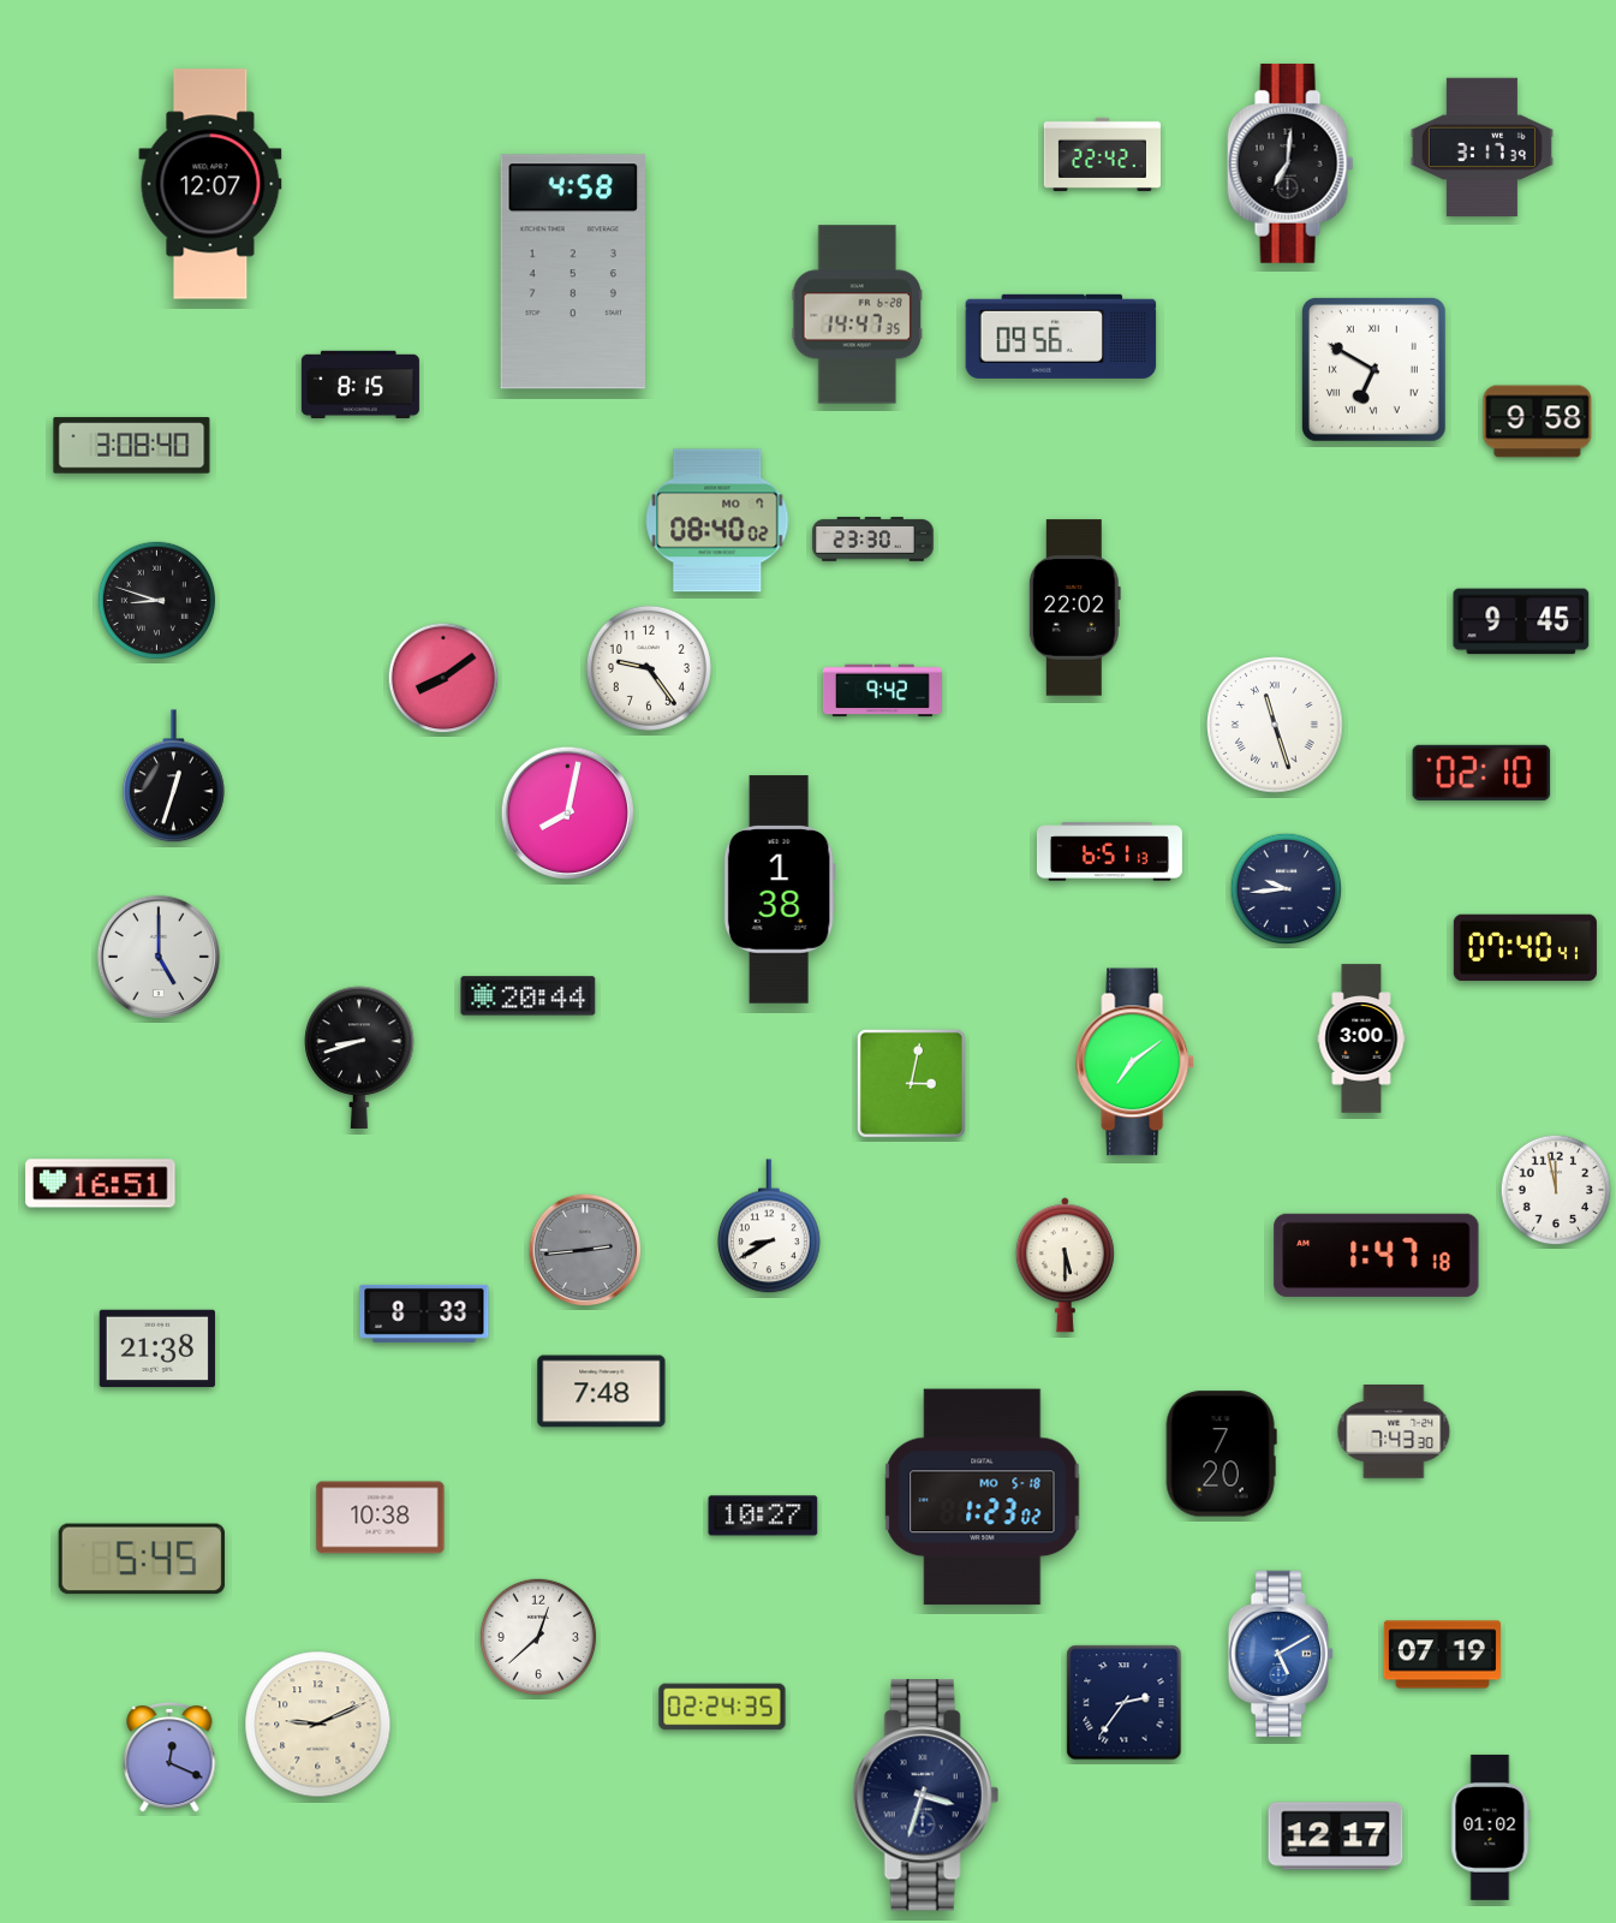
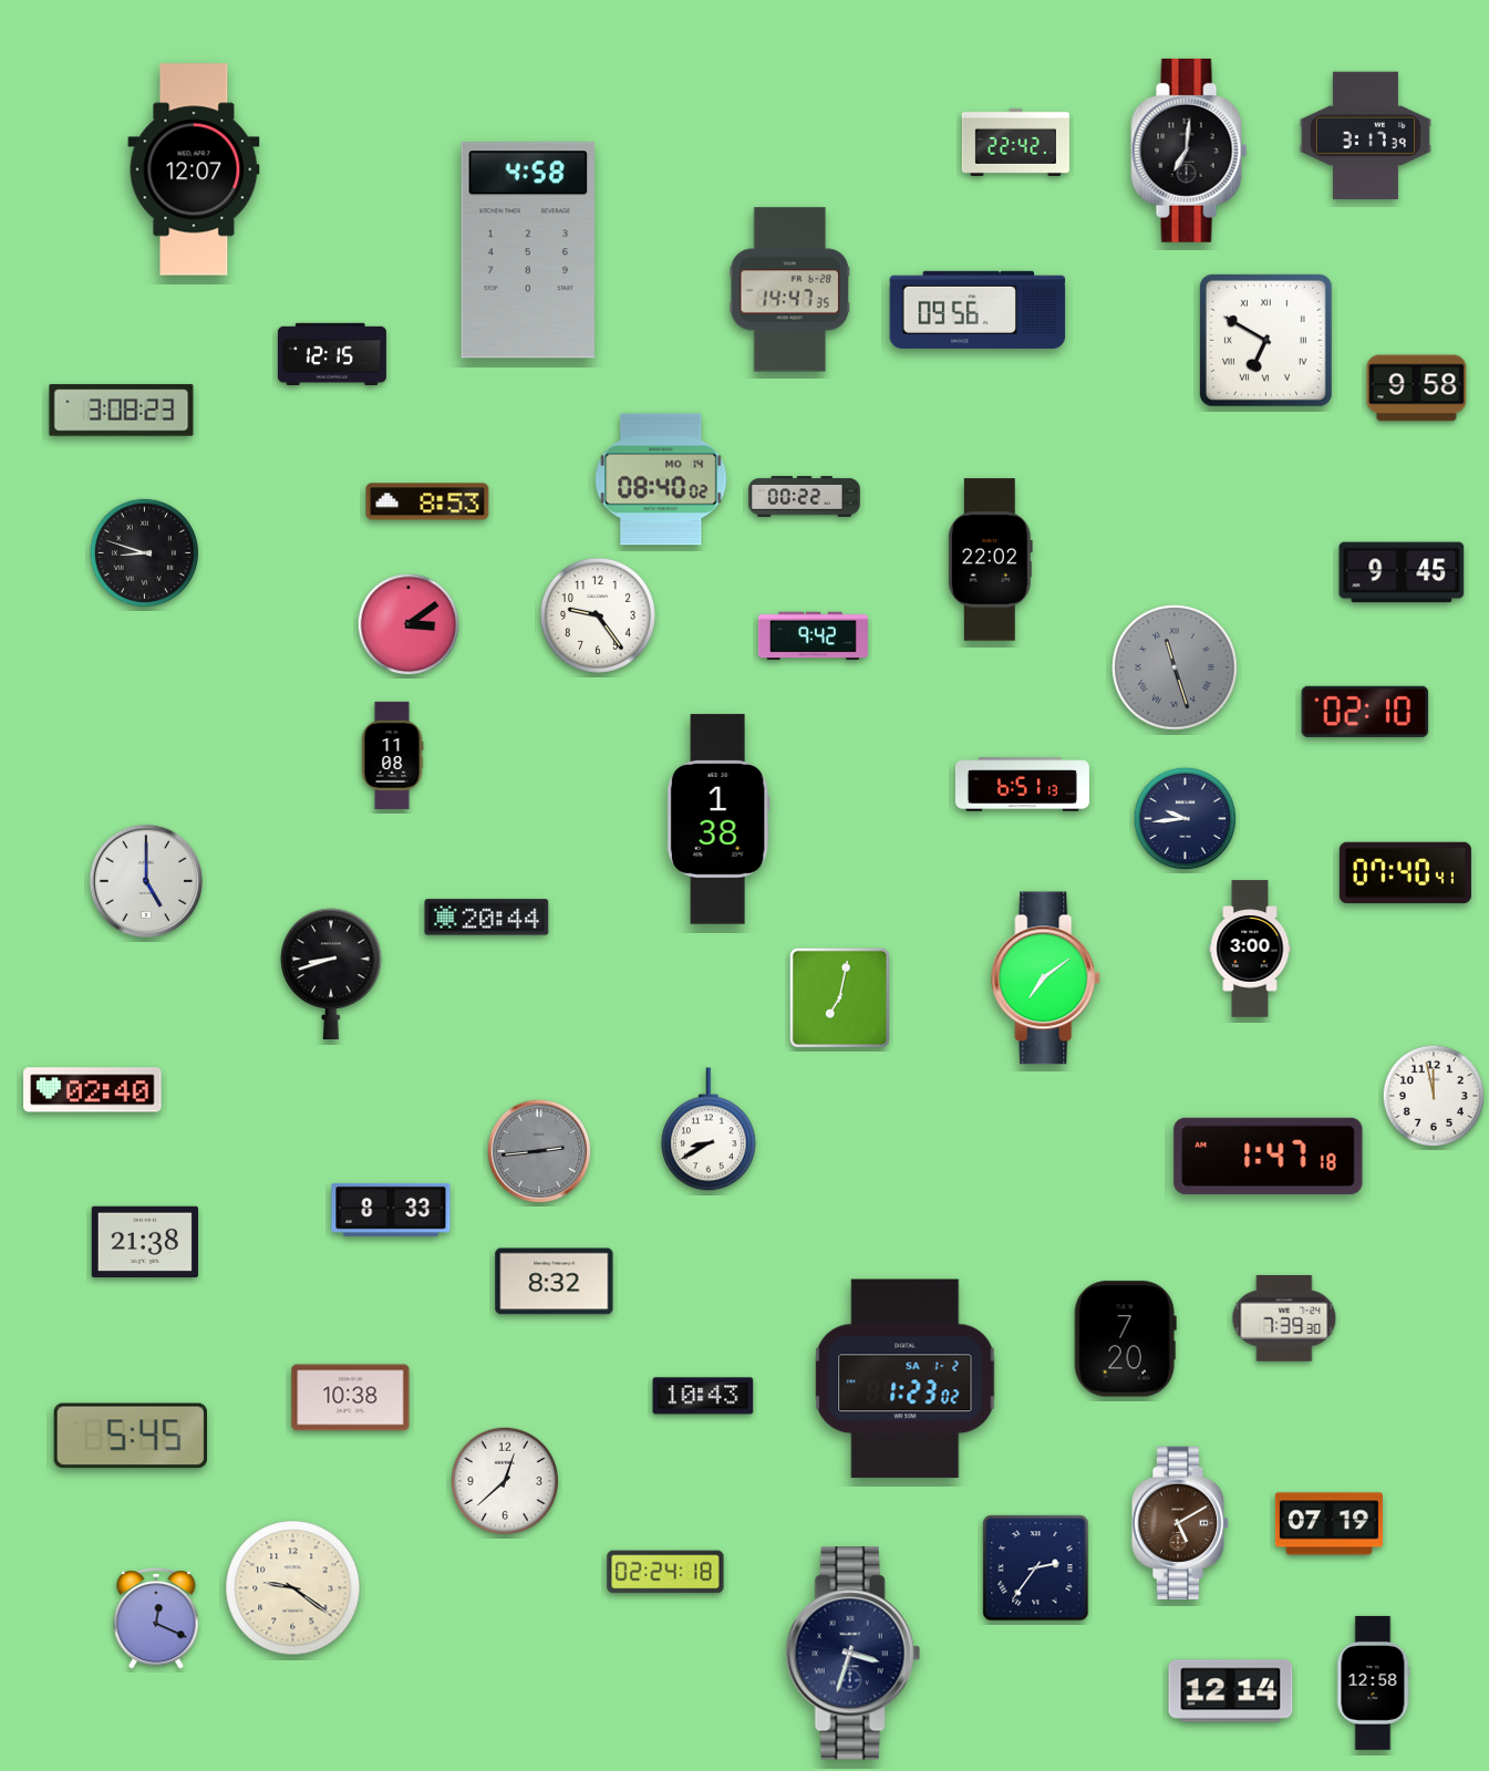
clock at (360, 383): 8:15 -> 12:15
clock at (132, 446): 3:08:40 -> 3:08:23
clock at (717, 520) date: MO 7 -> MO 14
clock at (873, 540): 23:30 -> 00:22
clock at (427, 501): none -> 8:53
clock at (443, 678): 8:09 -> 3:09
clock at (1275, 725) dial: white -> grey
clock at (173, 776): 12:33 -> none
clock at (567, 812): 8:02 -> none
clock at (392, 755): none -> 11:08
clock at (1361, 1038) position: (1361, 1038) -> (1250, 949)
clock at (911, 1083): 3:02 -> 7:02
clock at (101, 1184): 16:51 -> 02:40
clock at (1065, 1266): 5:30 -> none
clock at (602, 1392): 7:48 -> 8:32
clock at (1394, 1433): 7:43 -> 7:39
clock at (983, 1498) date: MO 5-18 -> SA 1-2
clock at (763, 1516): 10:27 -> 10:43
clock at (538, 1637) position: (538, 1637) -> (505, 1481)
clock at (1281, 1654) dial: blue -> brown
clock at (722, 1707): 02:24:35 -> 02:24:18
clock at (318, 1725): 9:11 -> 9:21
clock at (1491, 1827): 01:02 -> 12:58
clock at (1336, 1836): 12:17 -> 12:14
